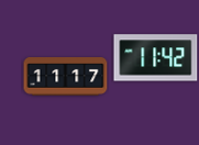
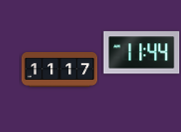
clock at (156, 58): 11:42 -> 11:44
